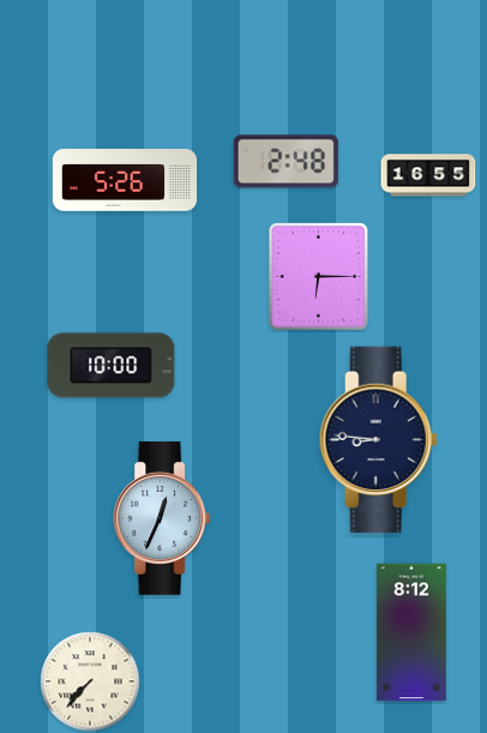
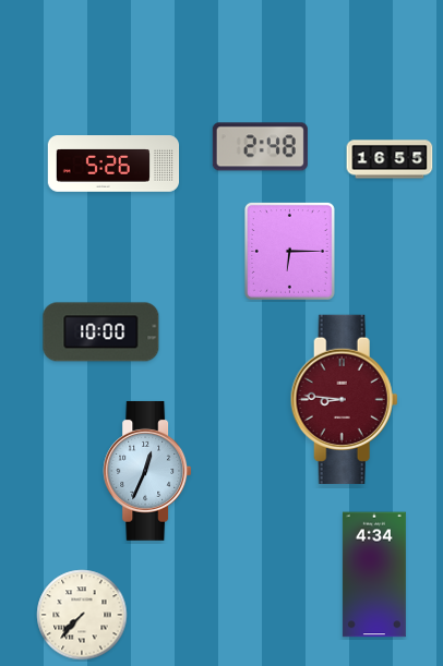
clock at (378, 439) dial: navy -> burgundy
clock at (411, 632): 8:12 -> 4:34
clock at (90, 681) position: (90, 681) -> (82, 615)
